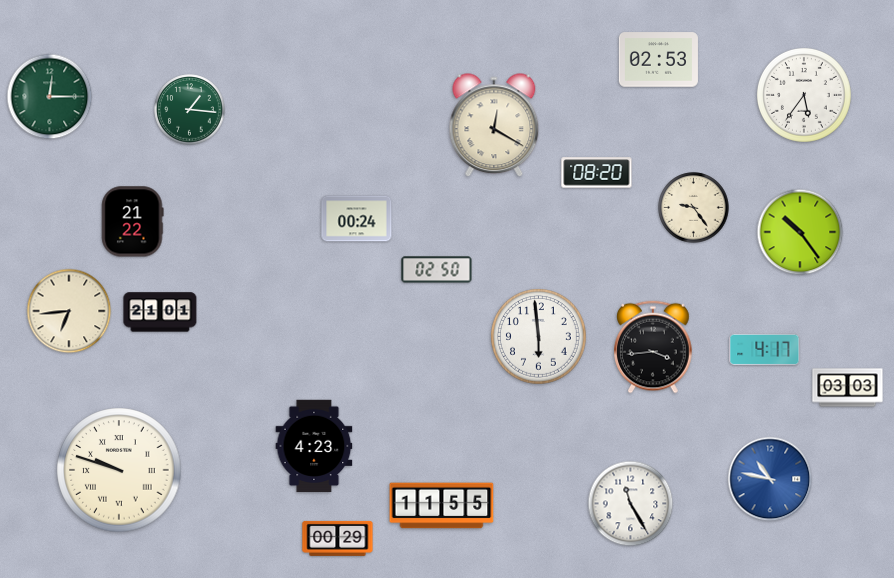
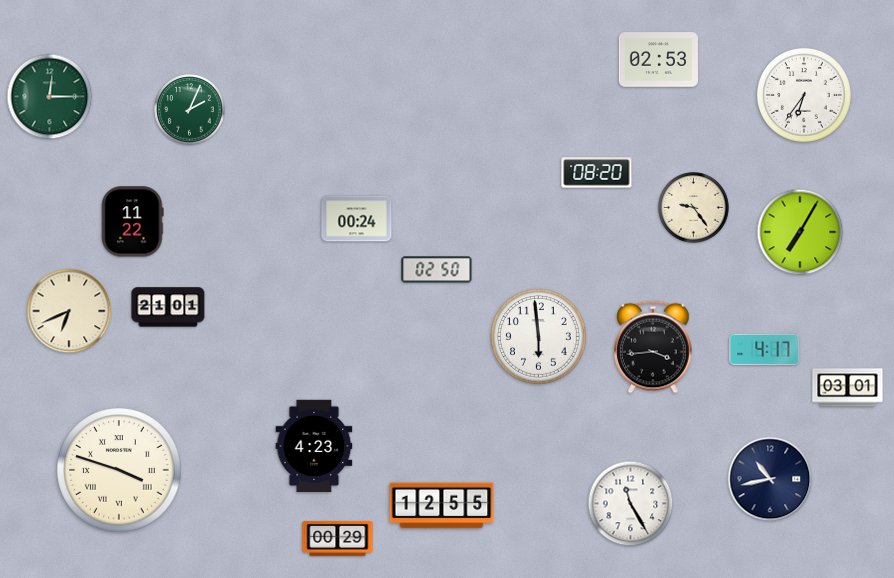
clock at (804, 95): 5:36 -> 6:36
clock at (190, 110): 1:16 -> 2:04
clock at (494, 126): 12:20 -> none
clock at (133, 222): 21:22 -> 11:22
clock at (800, 232): 10:24 -> 7:05
clock at (69, 311): 6:44 -> 6:41
clock at (160, 312) position: (160, 312) -> (168, 307)
clock at (848, 388): 03:03 -> 03:01
clock at (119, 470): 9:48 -> 3:48
clock at (770, 479): 10:47 -> 10:43
clock at (770, 479) dial: blue -> navy
clock at (442, 506): 11:55 -> 12:55
